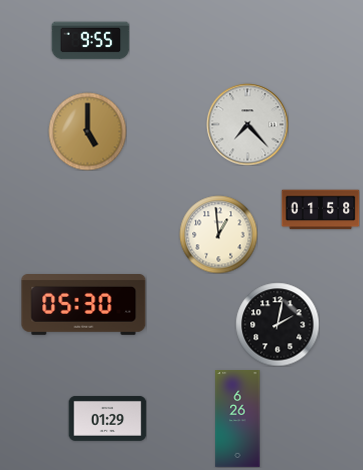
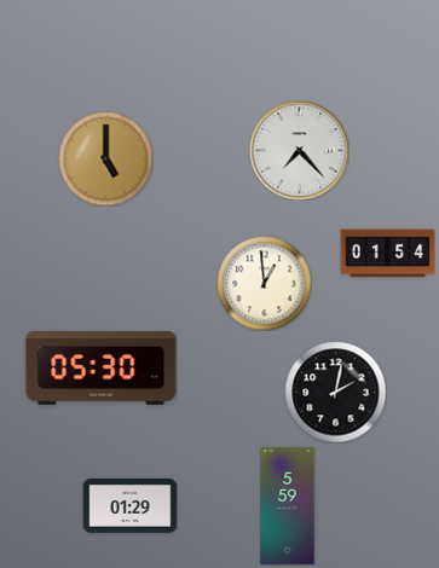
clock at (90, 41): 9:55 -> none
clock at (320, 210): 01:58 -> 01:54
clock at (238, 419): 6:26 -> 5:59
